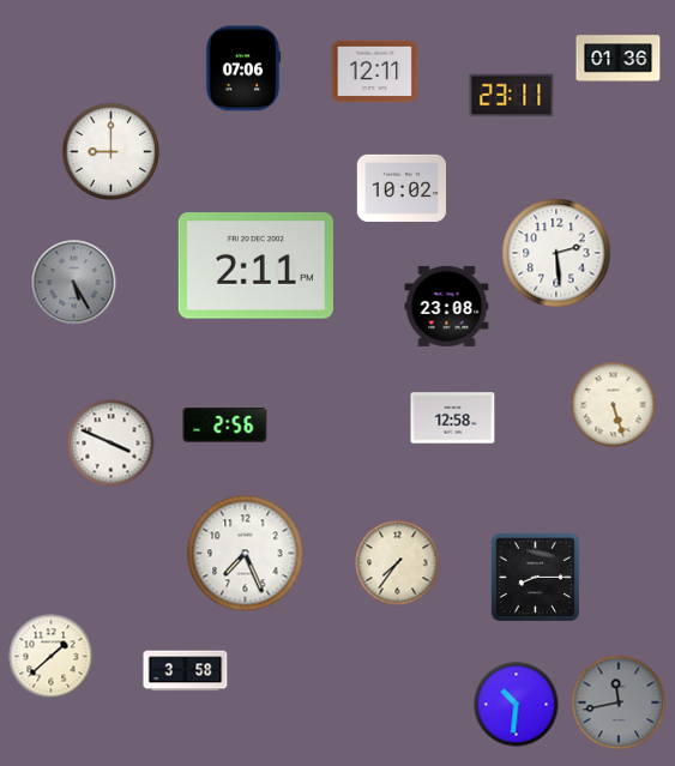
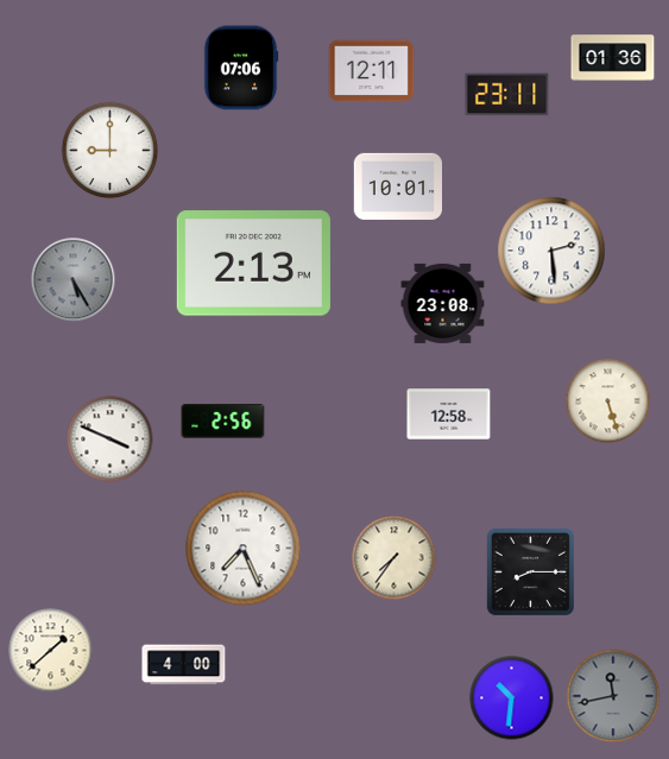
clock at (400, 187): 10:02 -> 10:01
clock at (255, 266): 2:11 -> 2:13
clock at (186, 671): 3:58 -> 4:00
